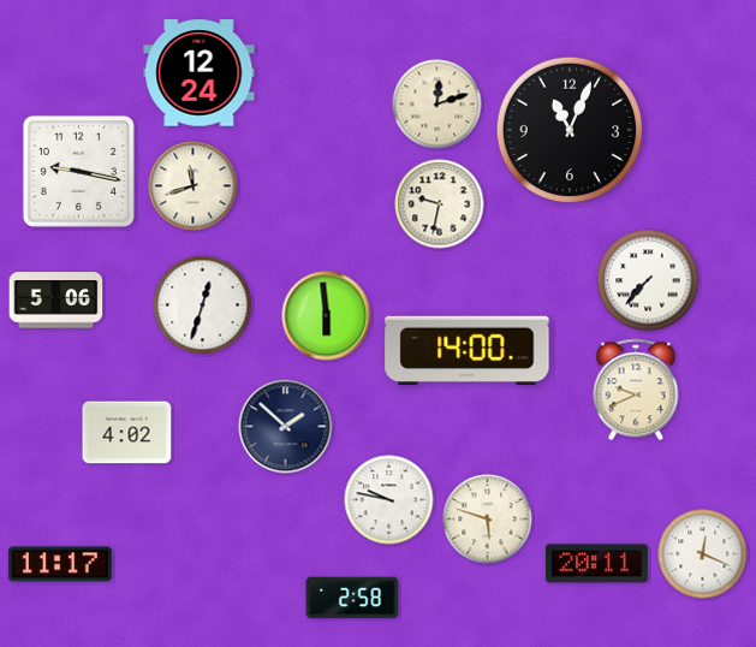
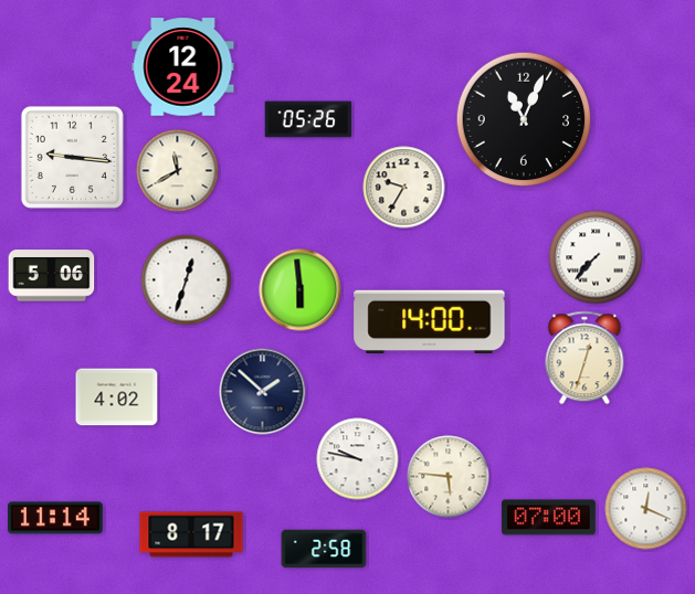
clock at (437, 105): 12:12 -> none
clock at (308, 119): none -> 05:26
clock at (78, 171): 9:17 -> 9:16
clock at (194, 186): 11:42 -> 11:40
clock at (440, 204): 9:32 -> 9:35
clock at (636, 390): 9:41 -> 12:33
clock at (488, 520): 5:48 -> 5:46
clock at (61, 564): 11:17 -> 11:14
clock at (596, 564): 20:11 -> 07:00
clock at (191, 534): none -> 8:17
